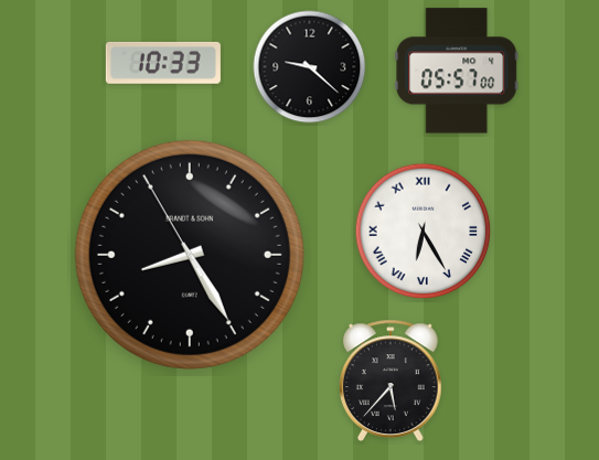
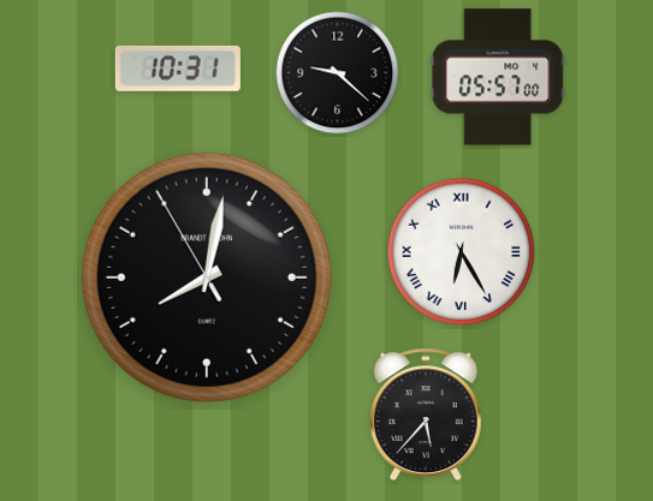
clock at (163, 63): 10:33 -> 10:31
clock at (190, 255): 8:24 -> 8:01
